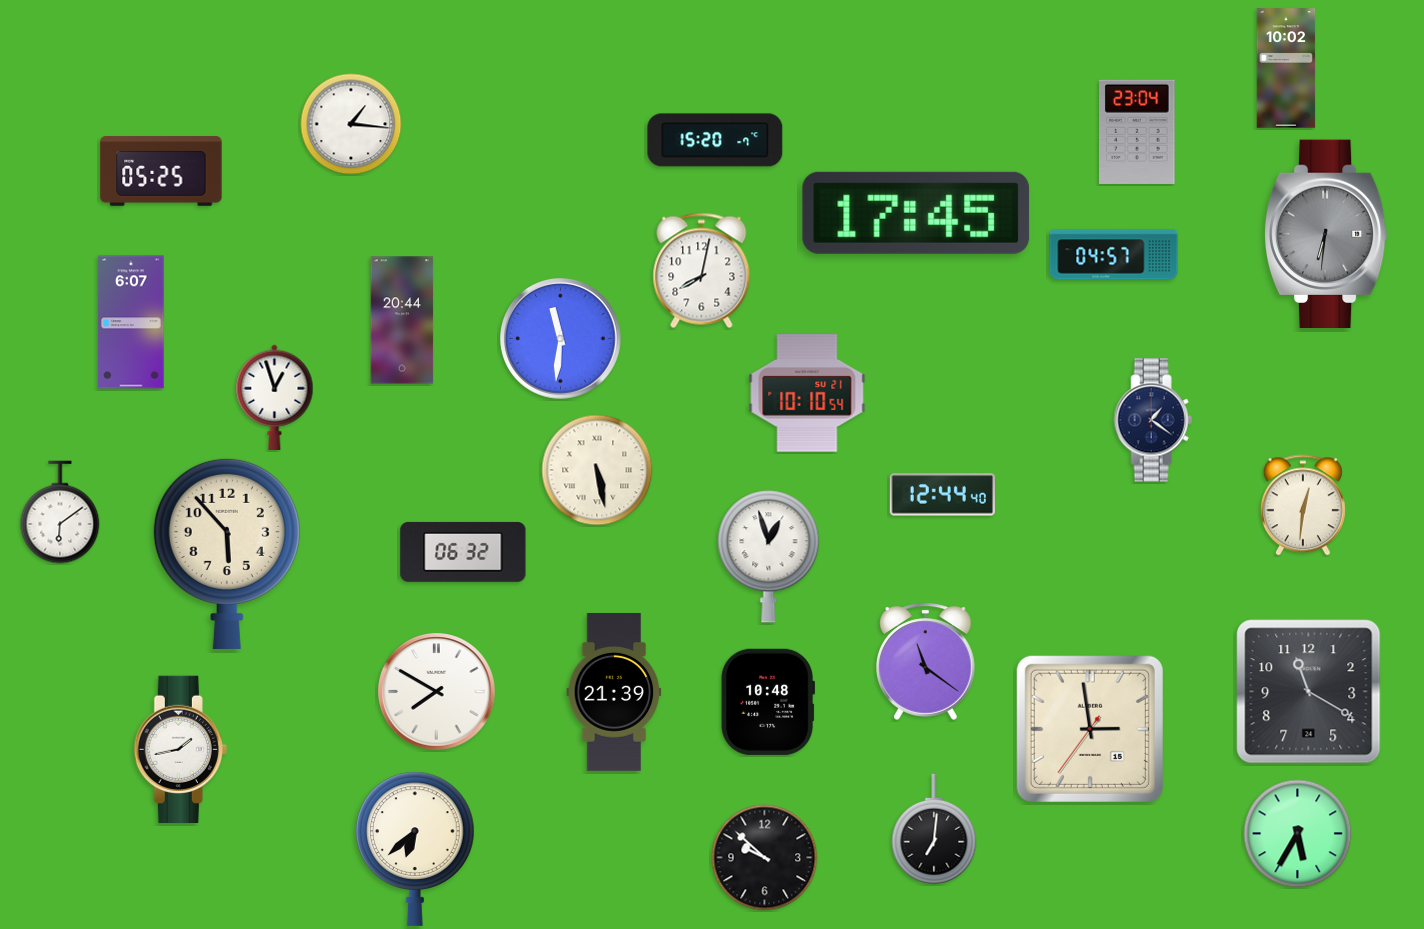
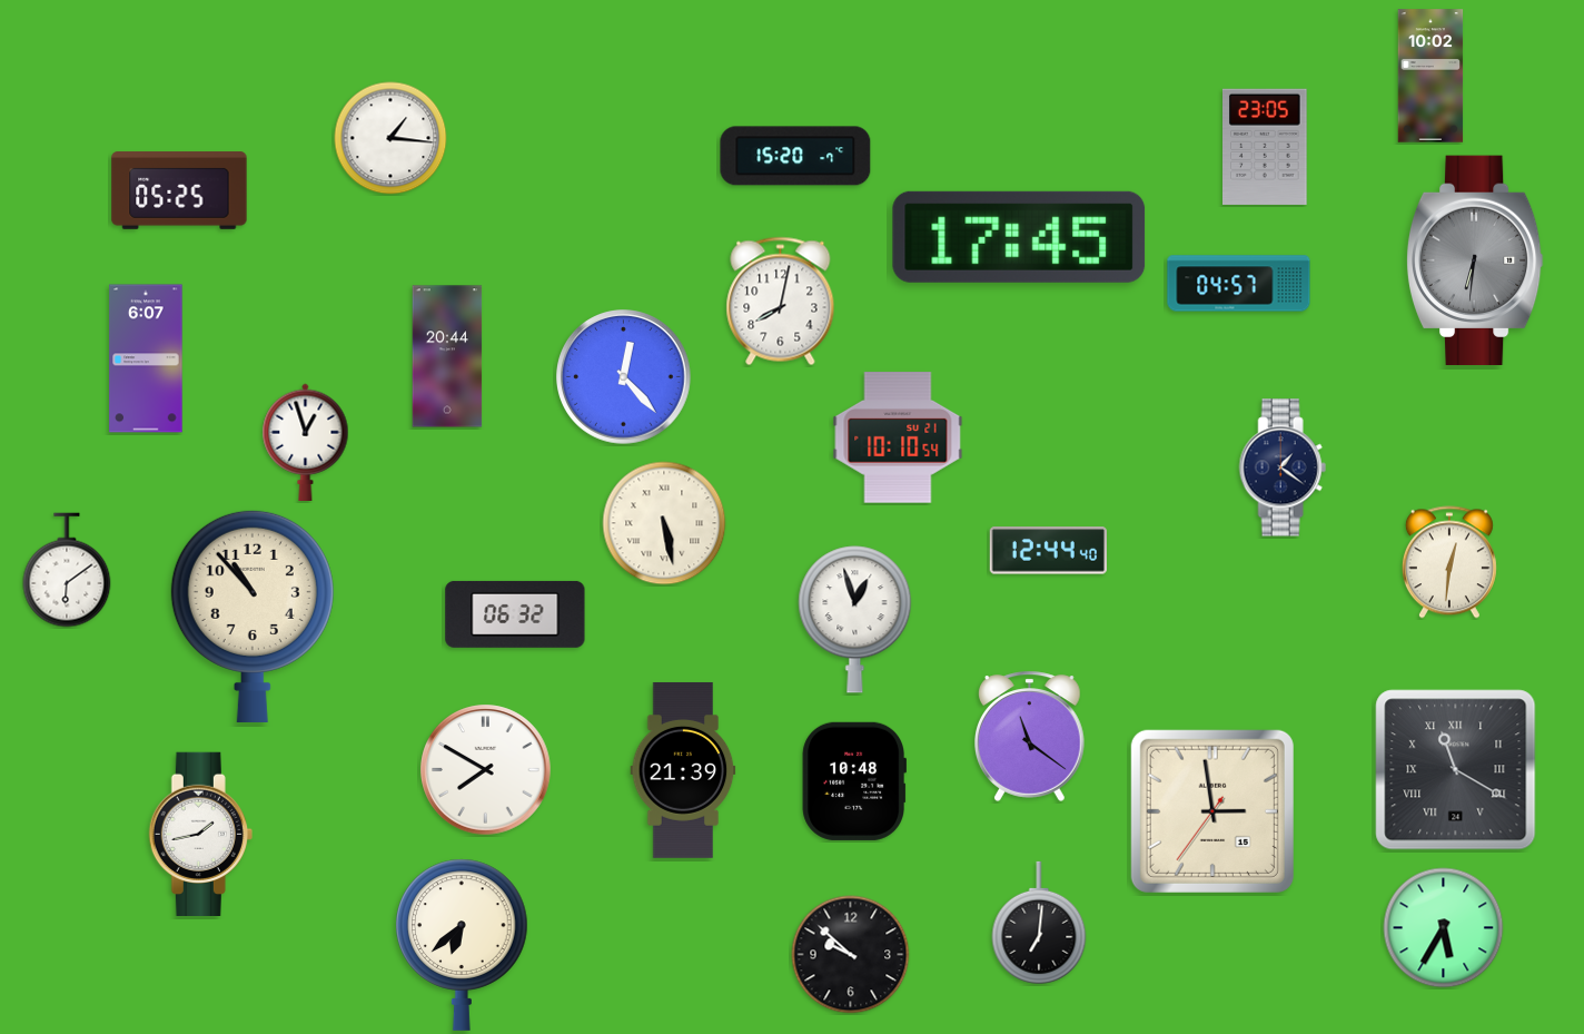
clock at (1137, 132): 23:04 -> 23:05
clock at (561, 339): 11:31 -> 12:23
clock at (227, 553): 5:53 -> 10:53
clock at (1309, 692) numerals: Arabic -> Roman
